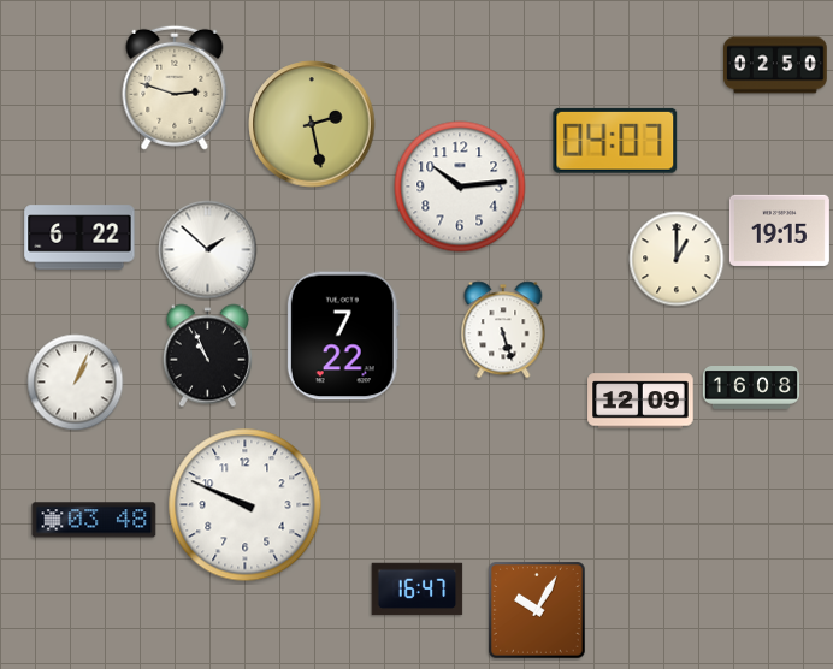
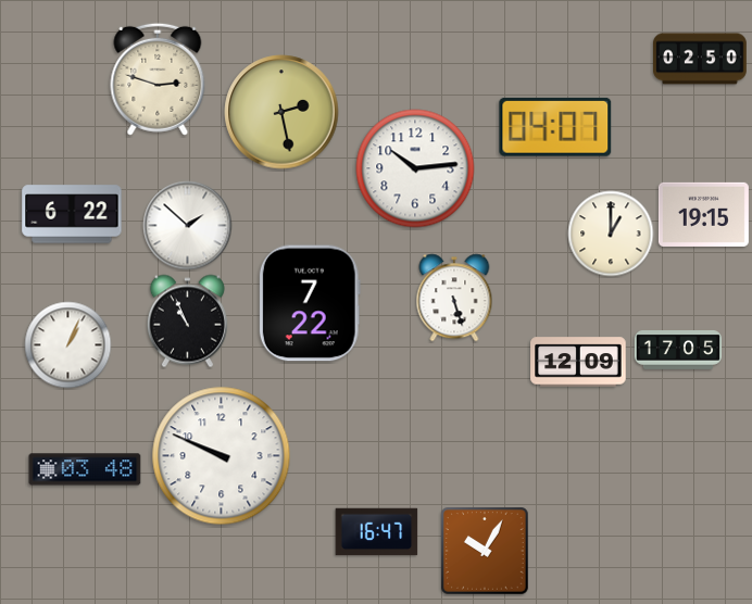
clock at (779, 230) position: (779, 230) -> (703, 214)
clock at (750, 389): 16:08 -> 17:05
